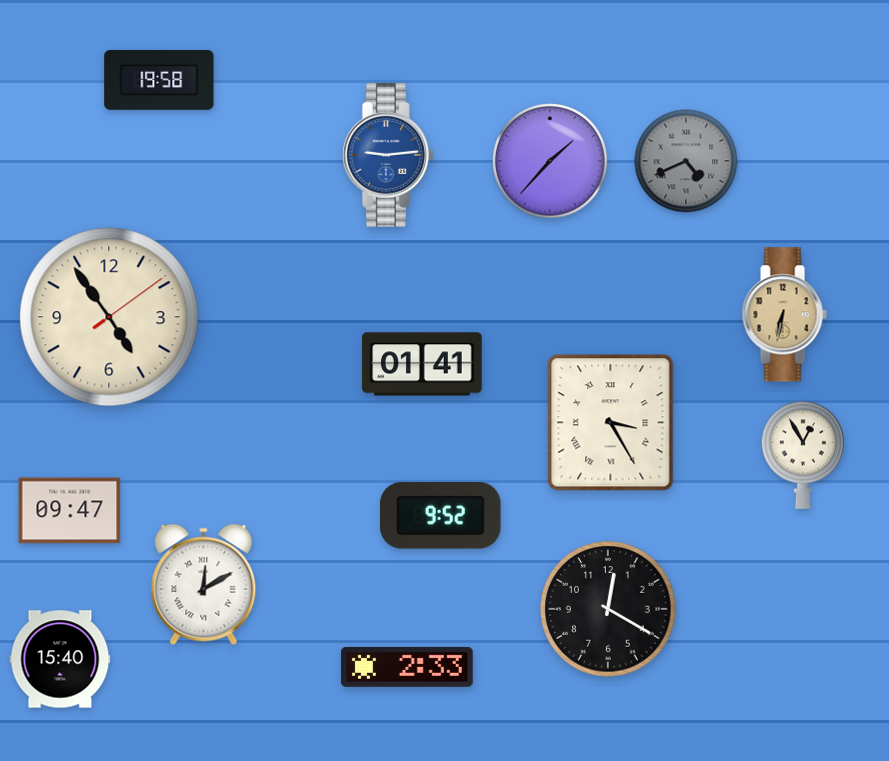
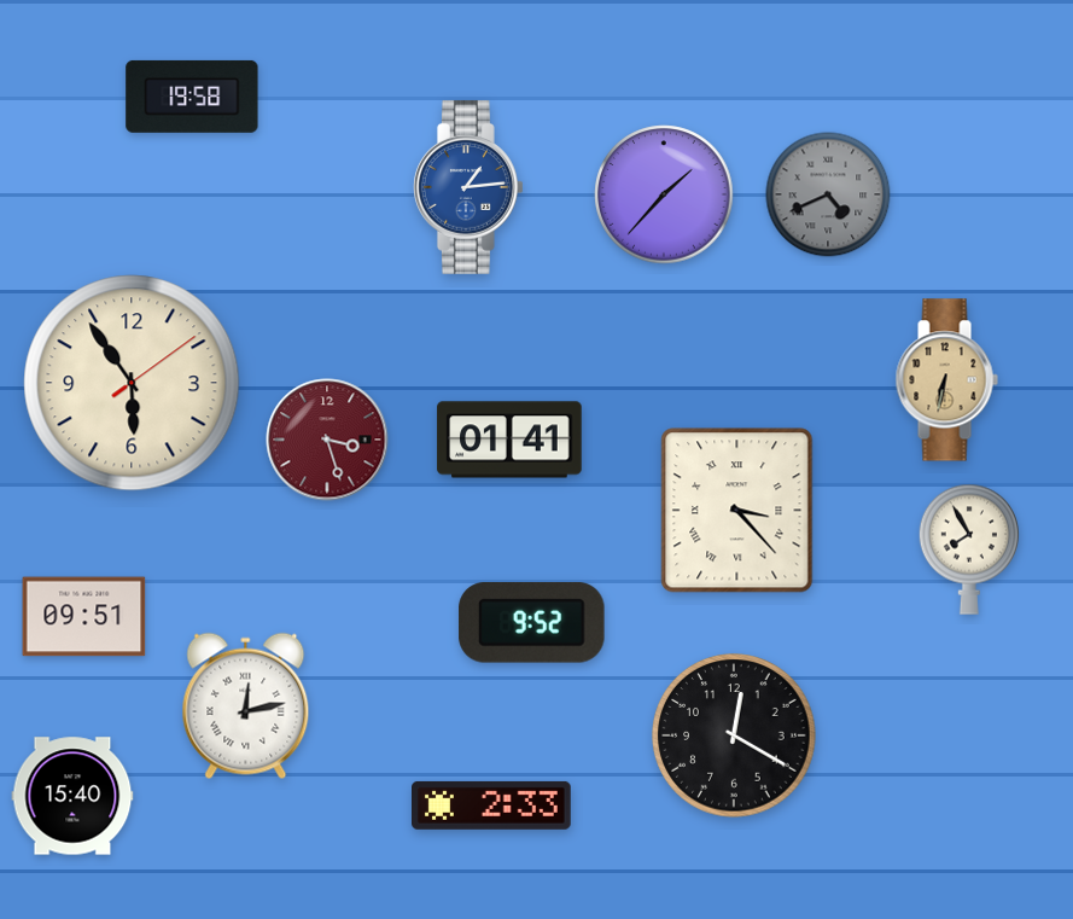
clock at (388, 155): 9:14 -> 1:14
clock at (109, 317): 4:54 -> 5:54
clock at (327, 440): none -> 3:27
clock at (611, 423): 3:25 -> 3:23
clock at (802, 455): 12:55 -> 7:55
clock at (70, 511): 09:47 -> 09:51
clock at (204, 585): 12:10 -> 12:13
